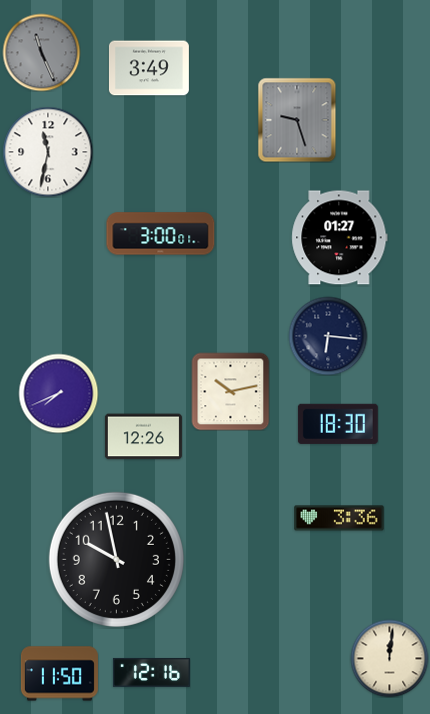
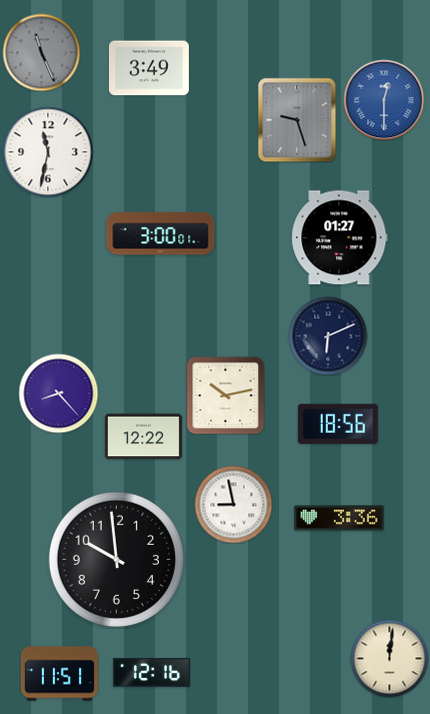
clock at (384, 100): none -> 12:30
clock at (328, 336): 6:16 -> 6:11
clock at (230, 391) position: (230, 391) -> (225, 395)
clock at (58, 393): 7:41 -> 8:23
clock at (338, 424): 18:30 -> 18:56
clock at (143, 437): 12:26 -> 12:22
clock at (233, 504): none -> 8:58
clock at (116, 559): 9:58 -> 9:59
clock at (59, 674): 11:50 -> 11:51
